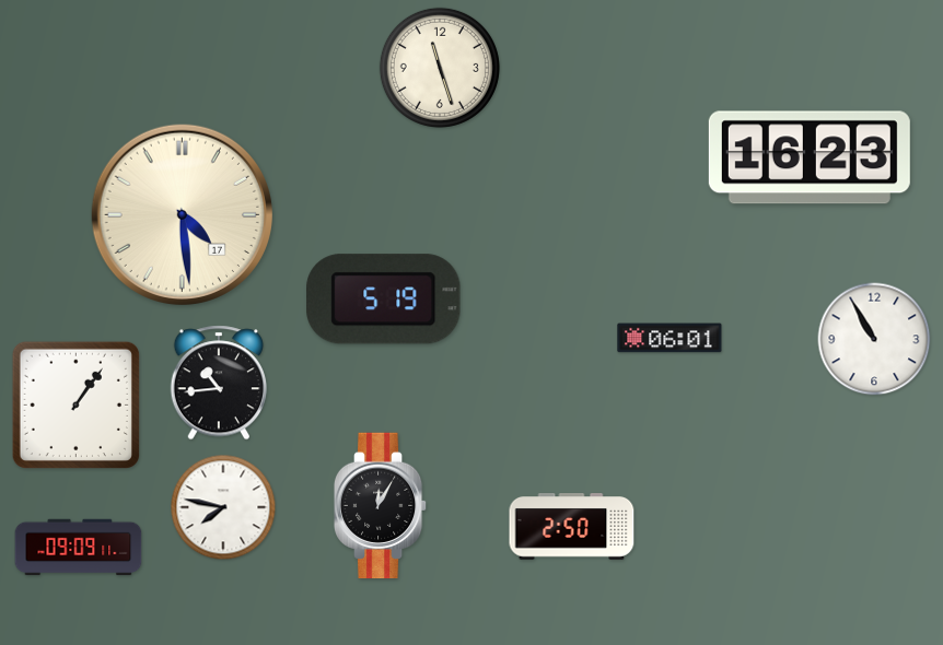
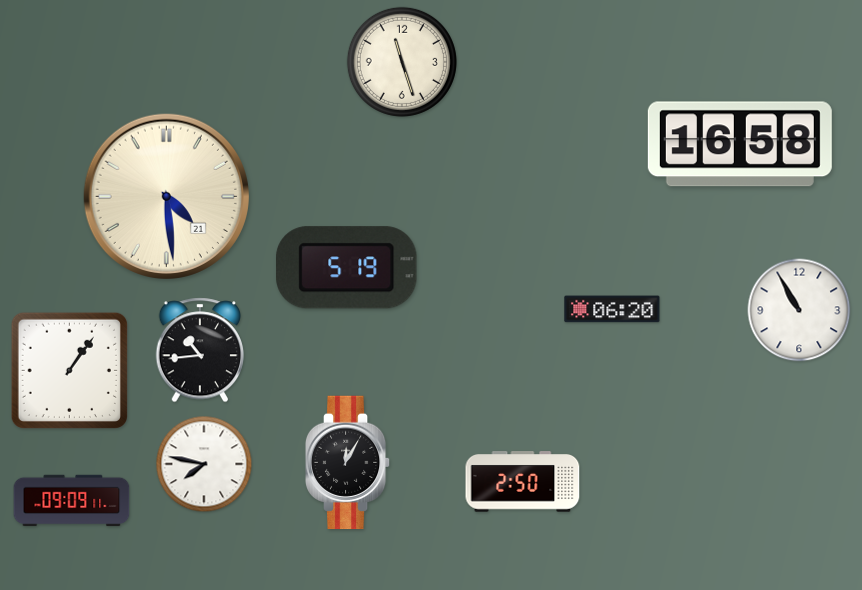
clock at (810, 157): 16:23 -> 16:58
clock at (182, 214) date: 17 -> 21
clock at (384, 300) position: (384, 300) -> (347, 268)
clock at (670, 338): 06:01 -> 06:20
